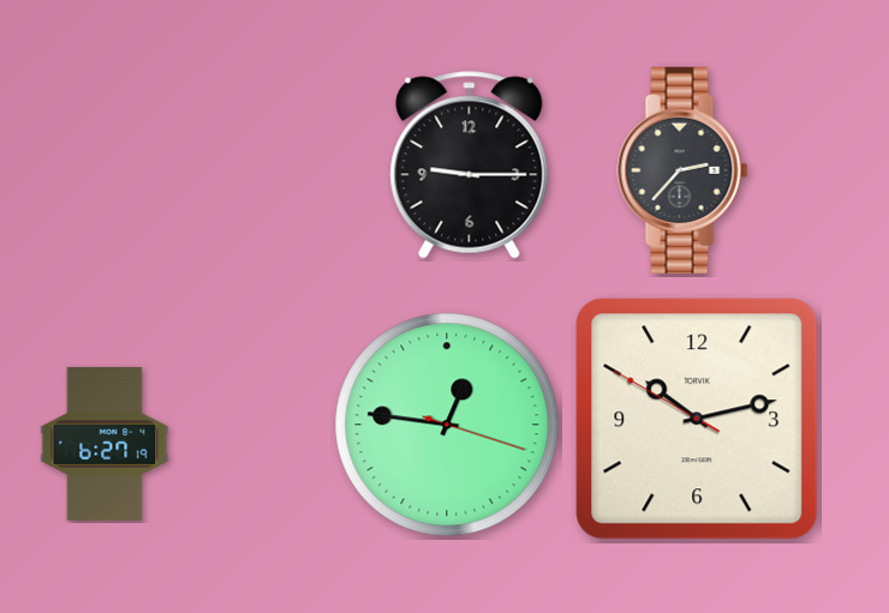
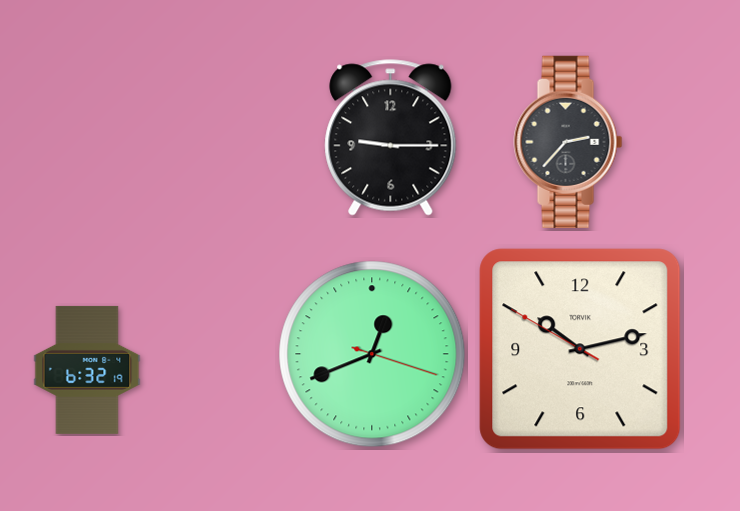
clock at (447, 425): 12:46 -> 12:41
clock at (105, 444): 6:27 -> 6:32
